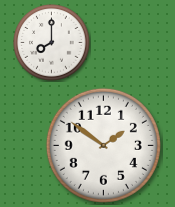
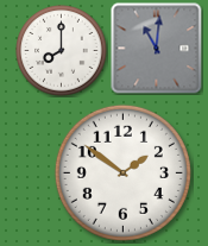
clock at (157, 49): none -> 11:01
